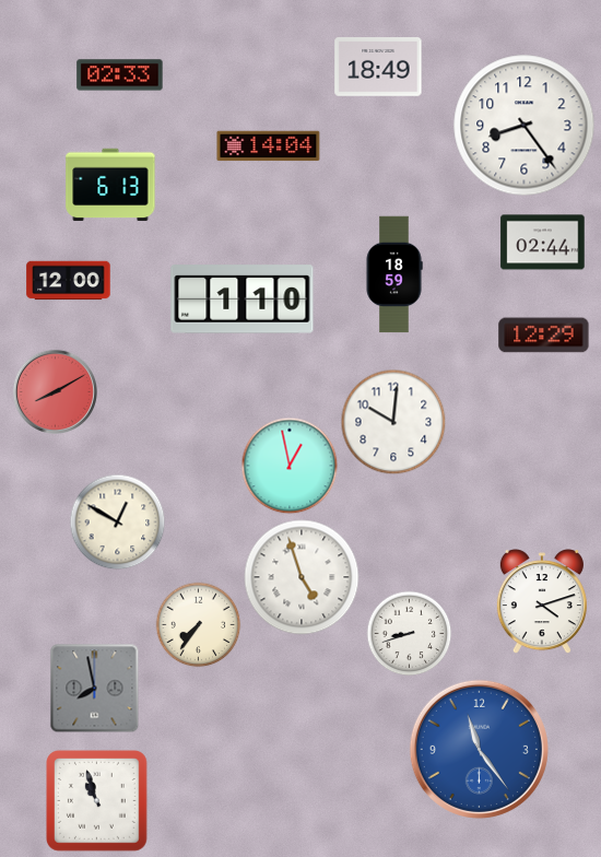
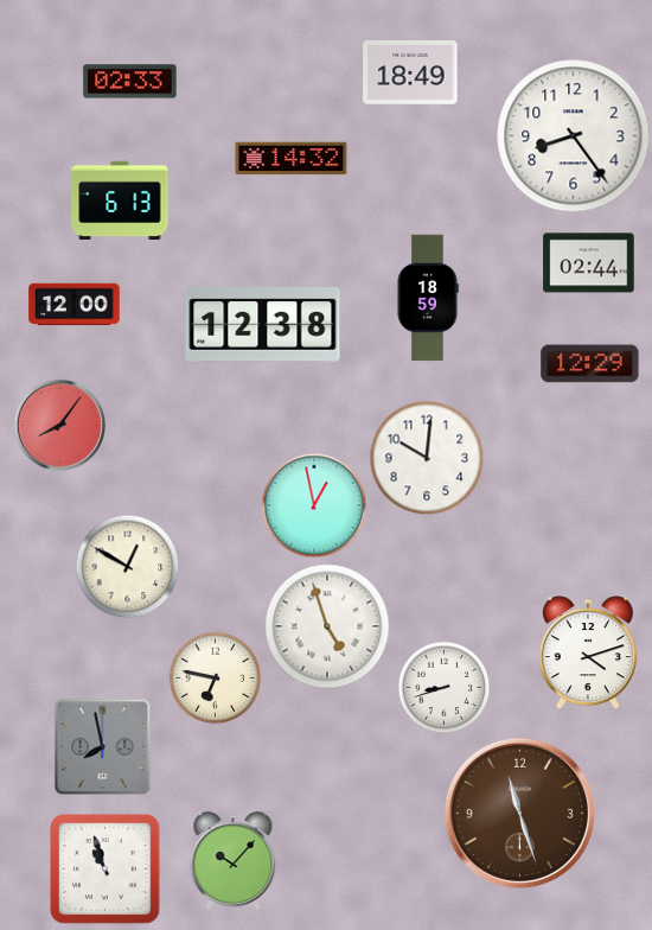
clock at (525, 126) position: (525, 126) -> (574, 136)
clock at (269, 146): 14:04 -> 14:32
clock at (243, 300): 1:10 -> 12:38
clock at (55, 391): 8:10 -> 8:06
clock at (198, 624): 7:36 -> 6:47
clock at (479, 749): 11:24 -> 11:27
clock at (479, 749) dial: blue -> brown
clock at (234, 861): none -> 10:07
